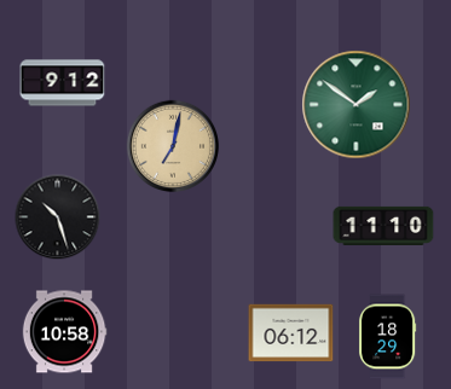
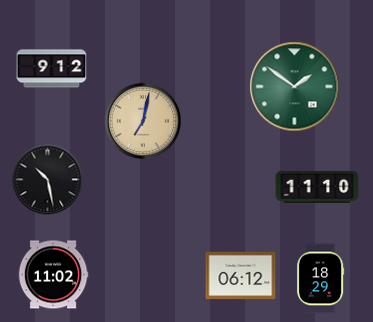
clock at (58, 217): 10:27 -> 10:28
clock at (64, 332): 10:58 -> 11:02
